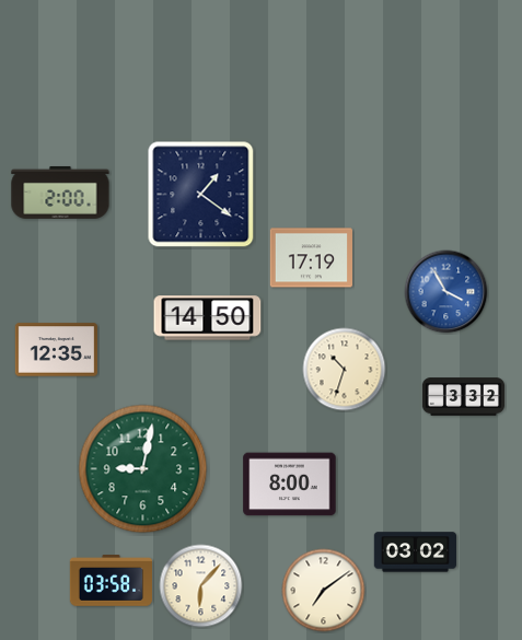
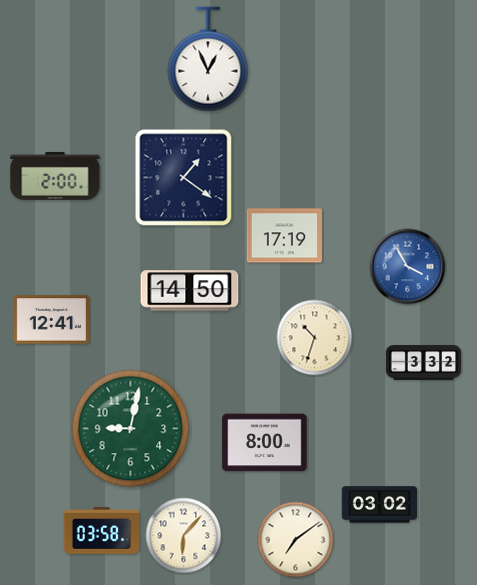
clock at (208, 59): none -> 12:56
clock at (56, 350): 12:35 -> 12:41
